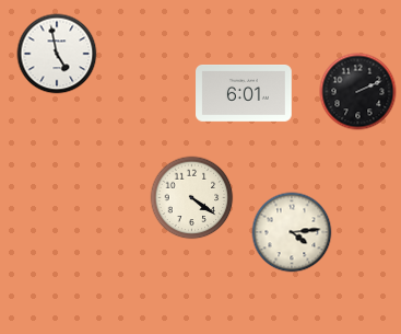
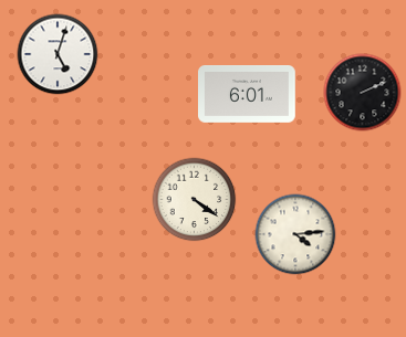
clock at (57, 54): 4:58 -> 5:03
